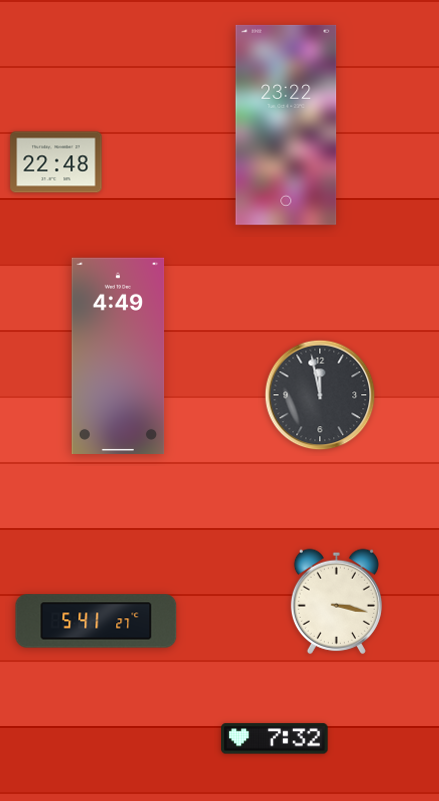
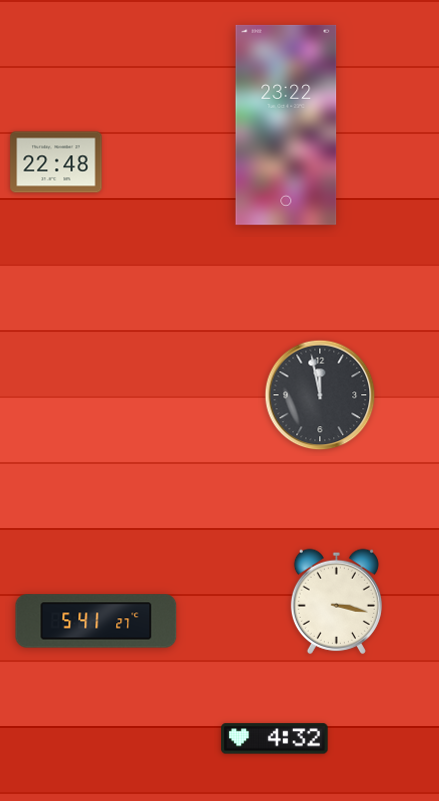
clock at (118, 355): 4:49 -> none
clock at (275, 739): 7:32 -> 4:32
